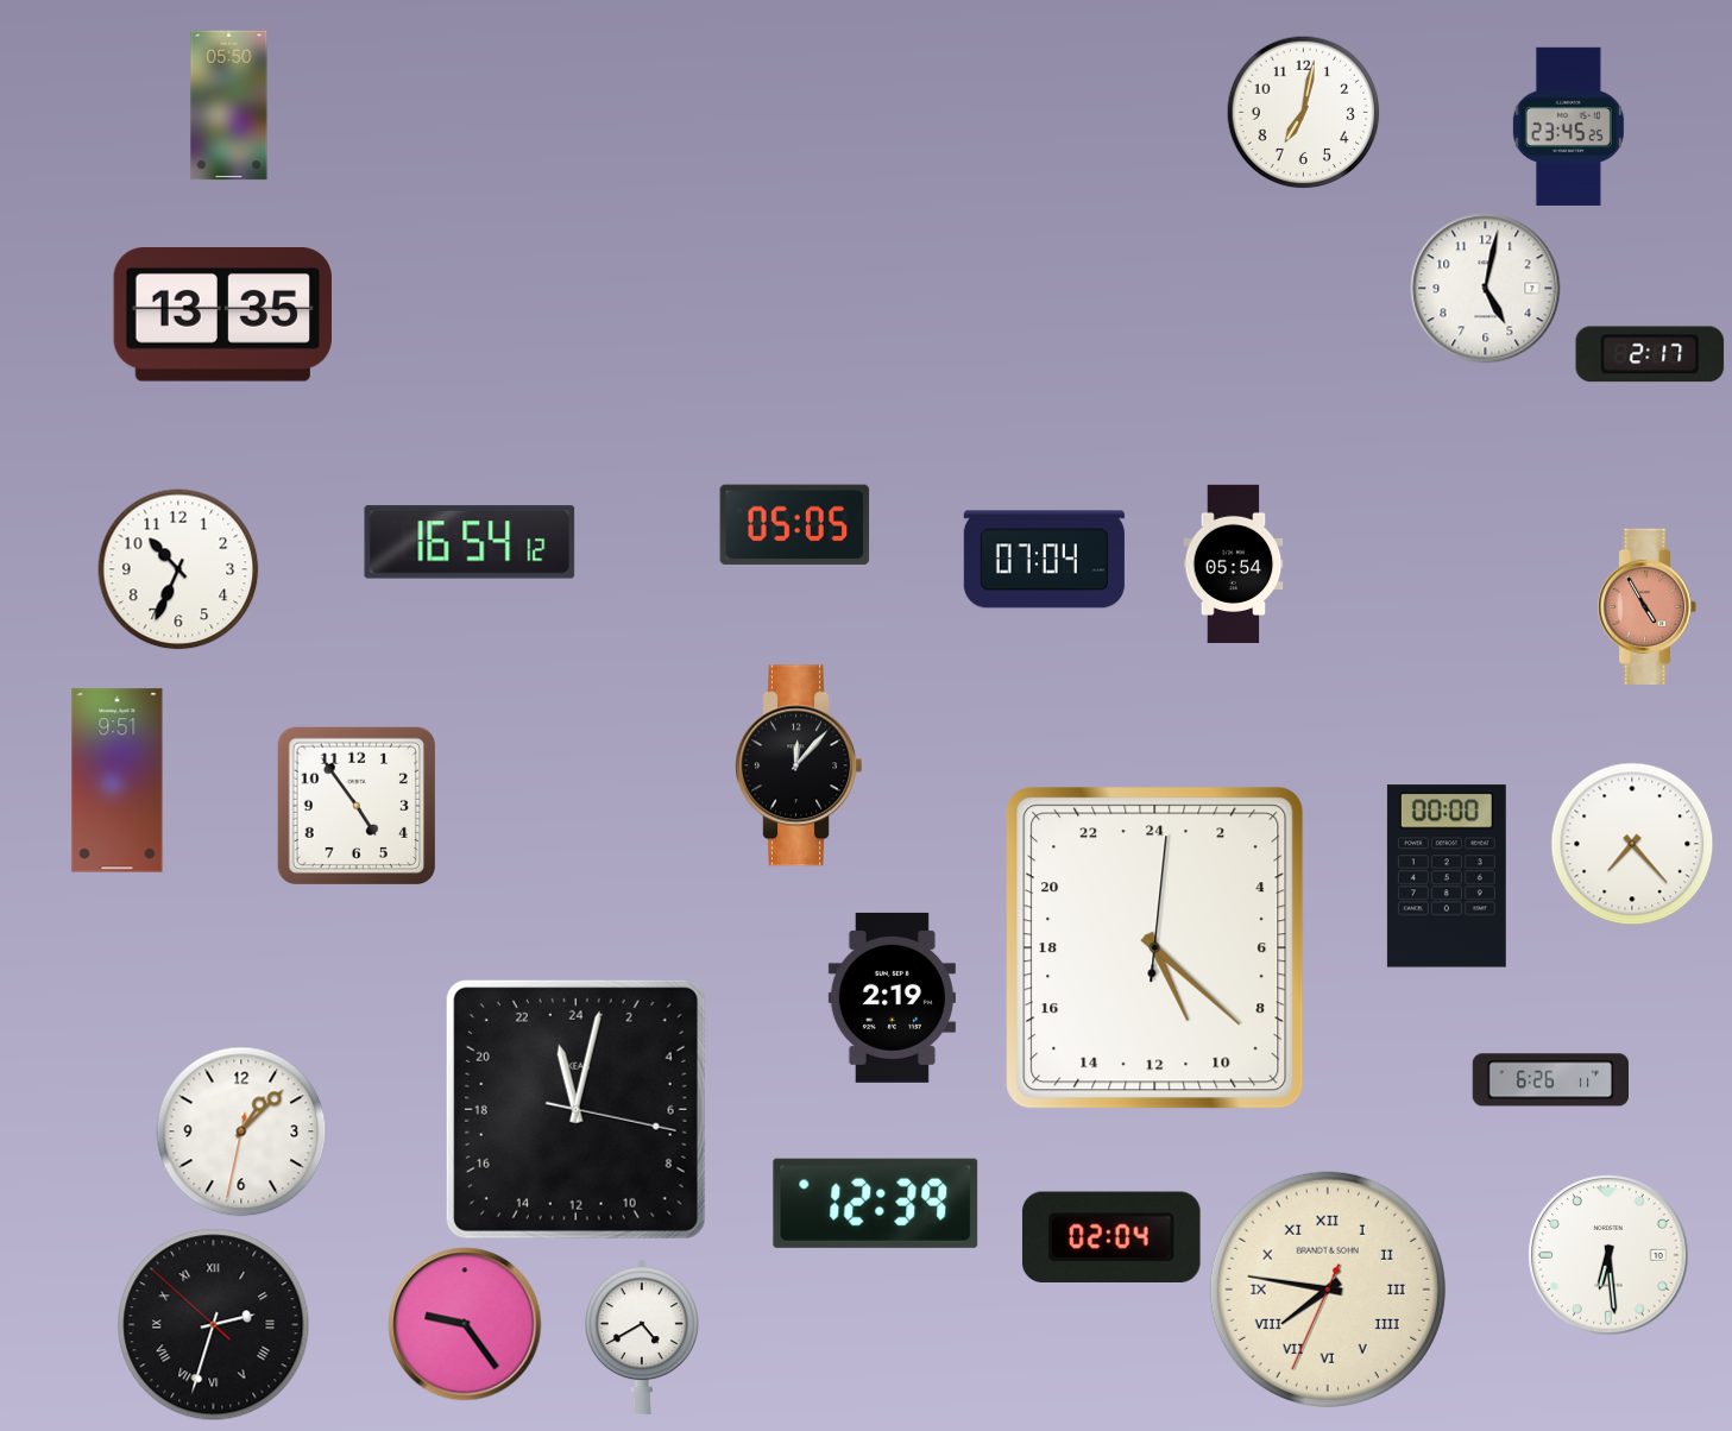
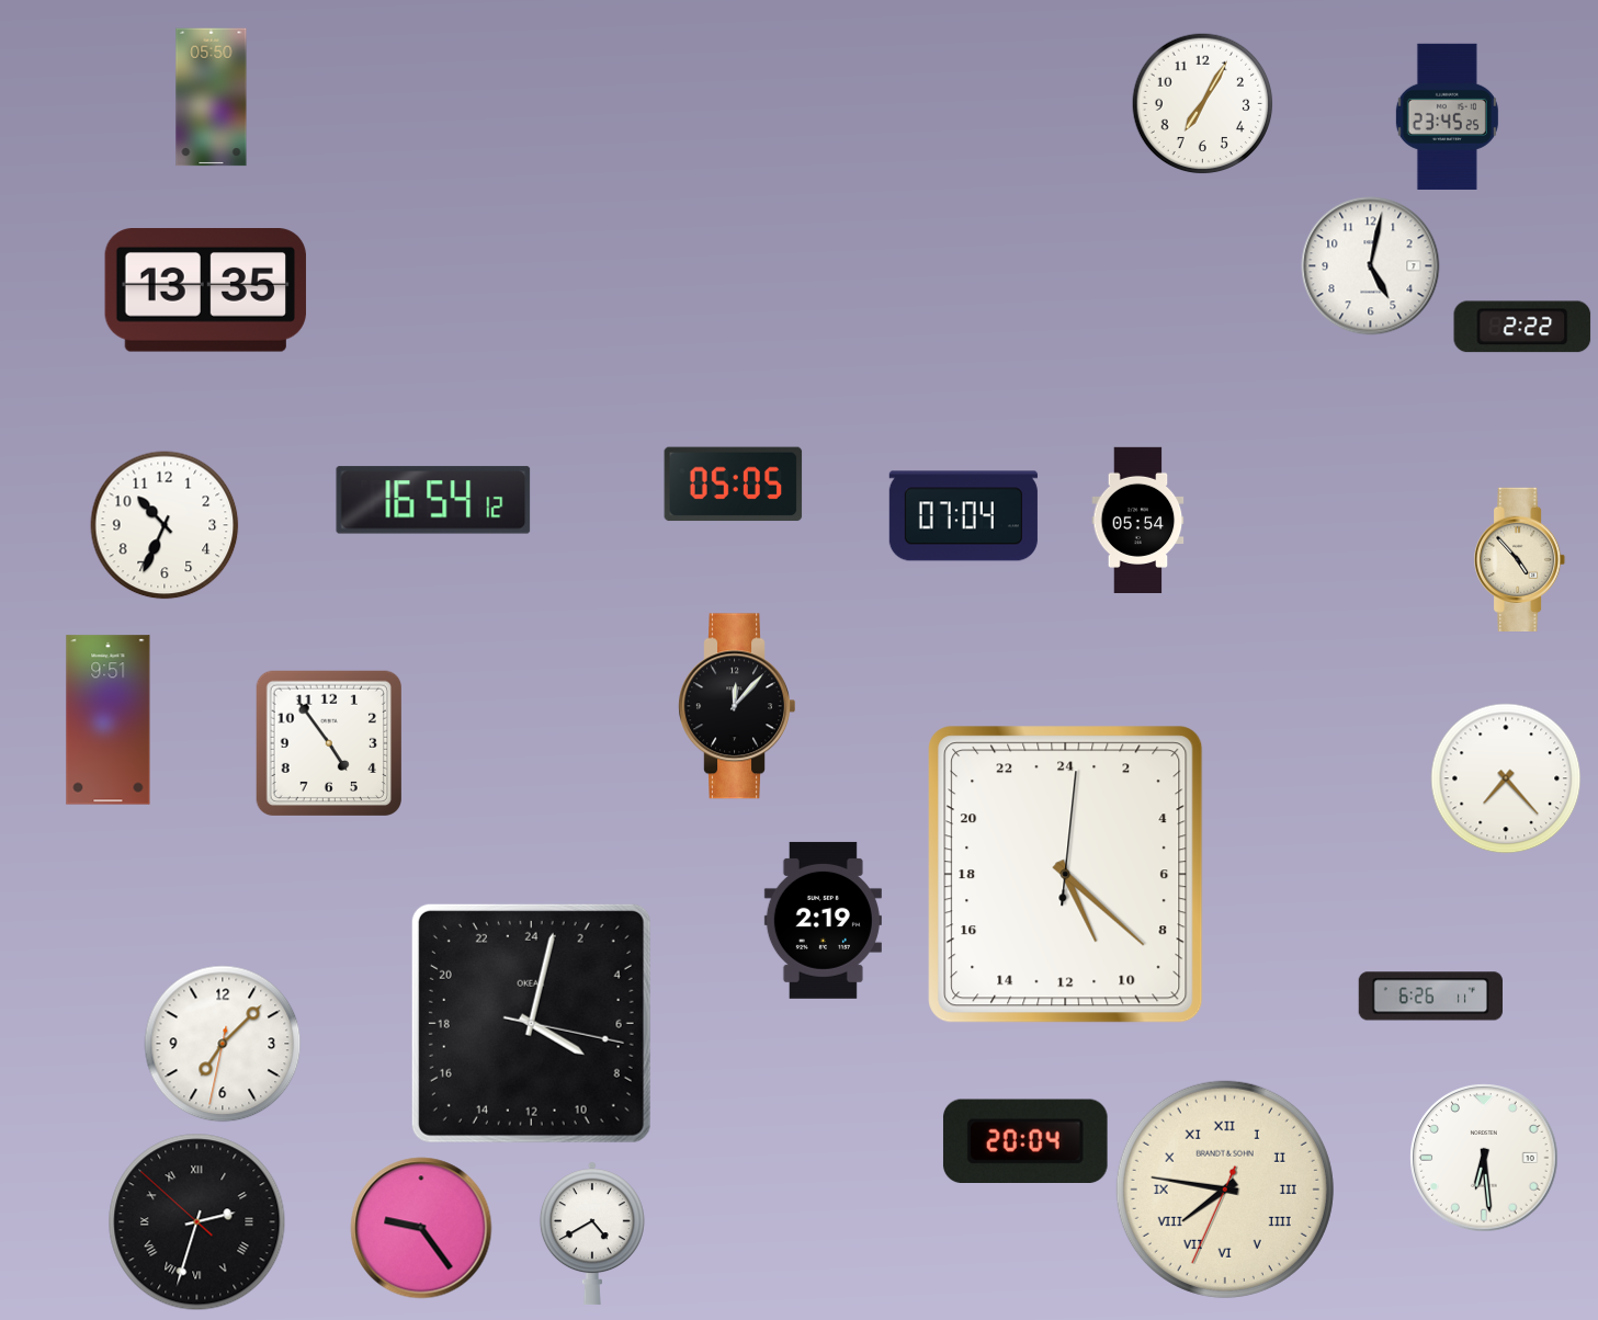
clock at (1303, 112): 7:02 -> 7:05
clock at (1650, 354): 2:17 -> 2:22
clock at (1649, 606): 4:55 -> 4:53
clock at (1649, 606) dial: salmon -> cream
clock at (1447, 876): 00:00 -> none
clock at (575, 1109): 23:02 -> 8:02
clock at (241, 1131): 1:07 -> 7:07
clock at (876, 1203): 12:39 -> none
clock at (1111, 1236): 02:04 -> 20:04
clock at (465, 1324) position: (465, 1324) -> (421, 1228)
